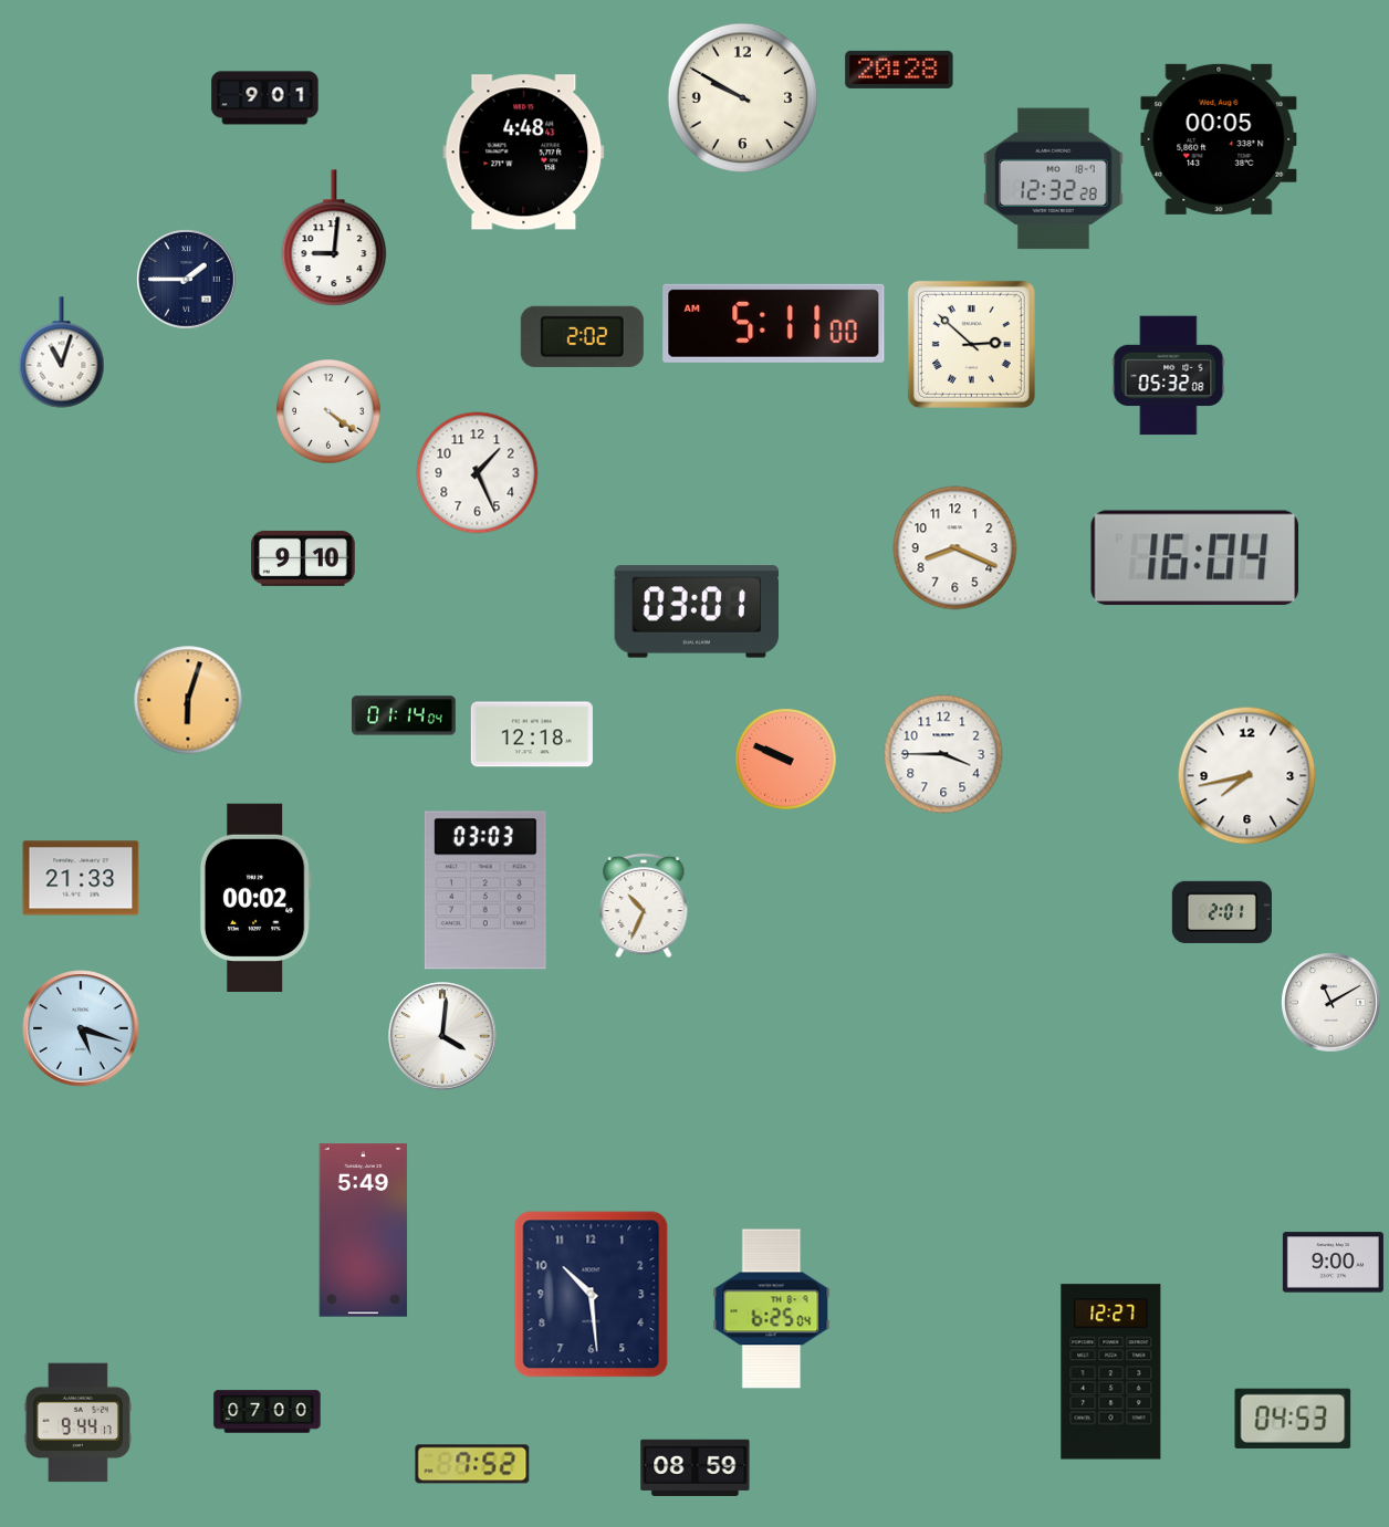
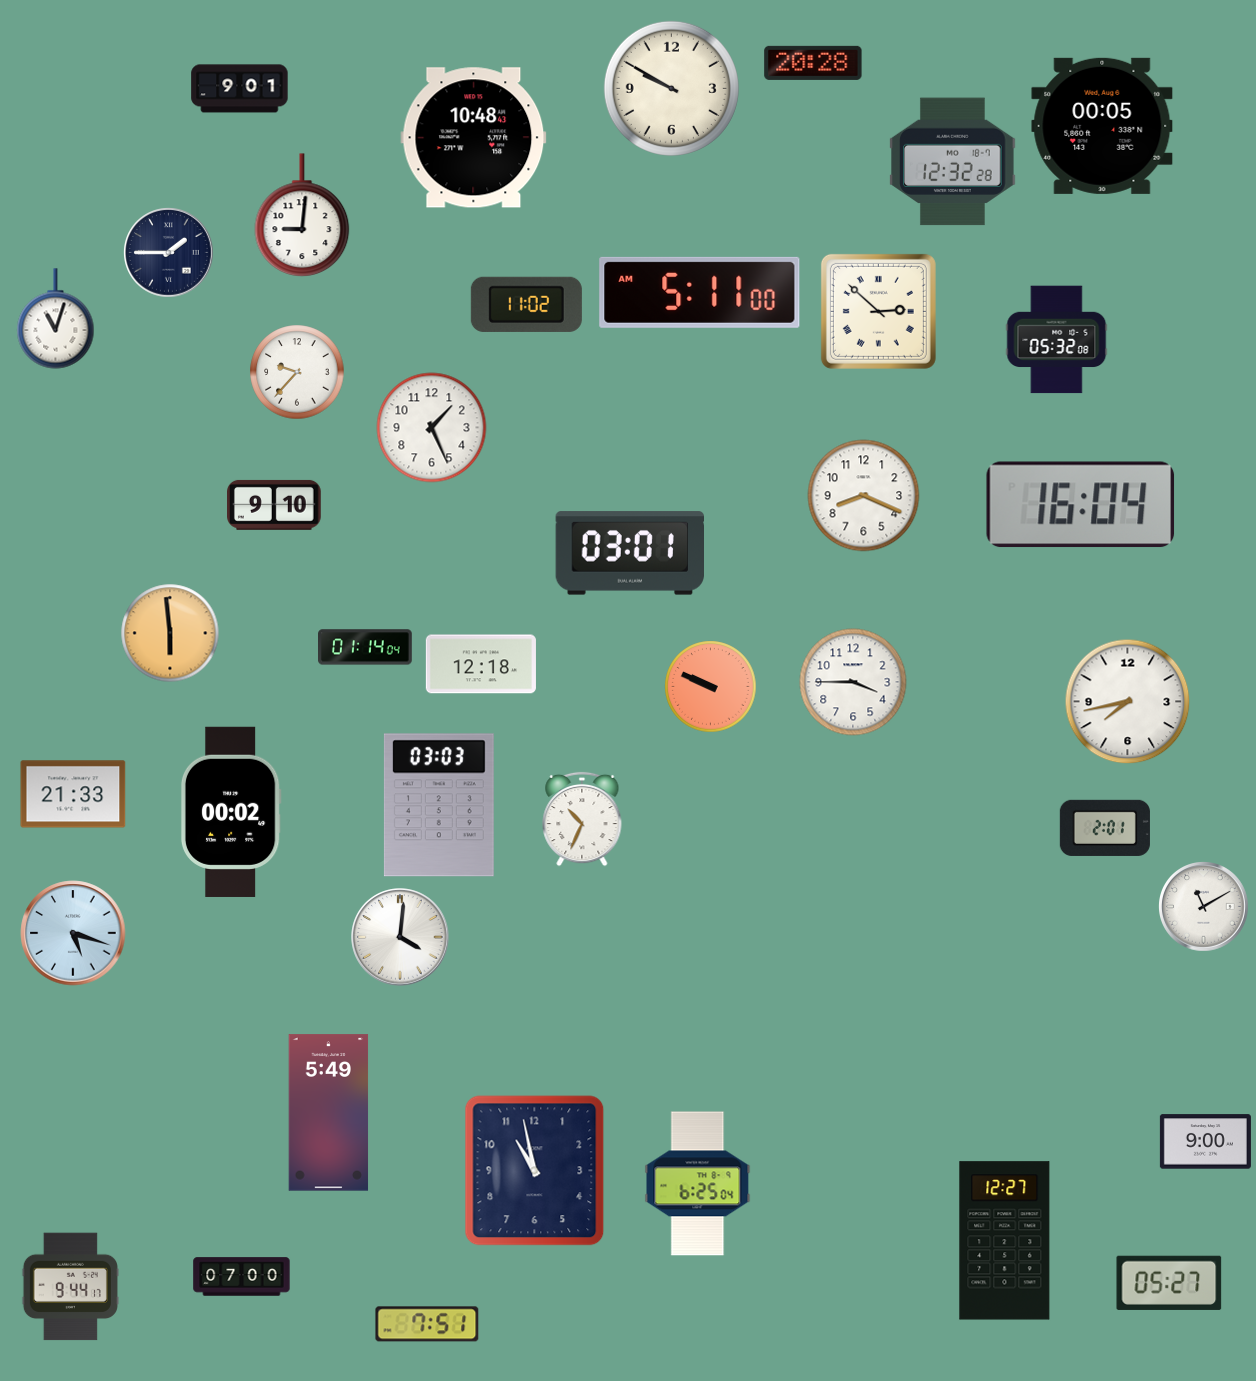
clock at (524, 153): 4:48 -> 10:48
clock at (582, 336): 2:02 -> 11:02
clock at (328, 411): 4:21 -> 9:37
clock at (188, 700): 6:03 -> 5:59
clock at (1222, 912) position: (1222, 912) -> (1105, 828)
clock at (81, 1028) position: (81, 1028) -> (73, 933)
clock at (592, 1295): 10:29 -> 10:58
clock at (1293, 1419): 04:53 -> 05:27
clock at (472, 1464): 7:52 -> 7:51
clock at (696, 1467): 08:59 -> none
